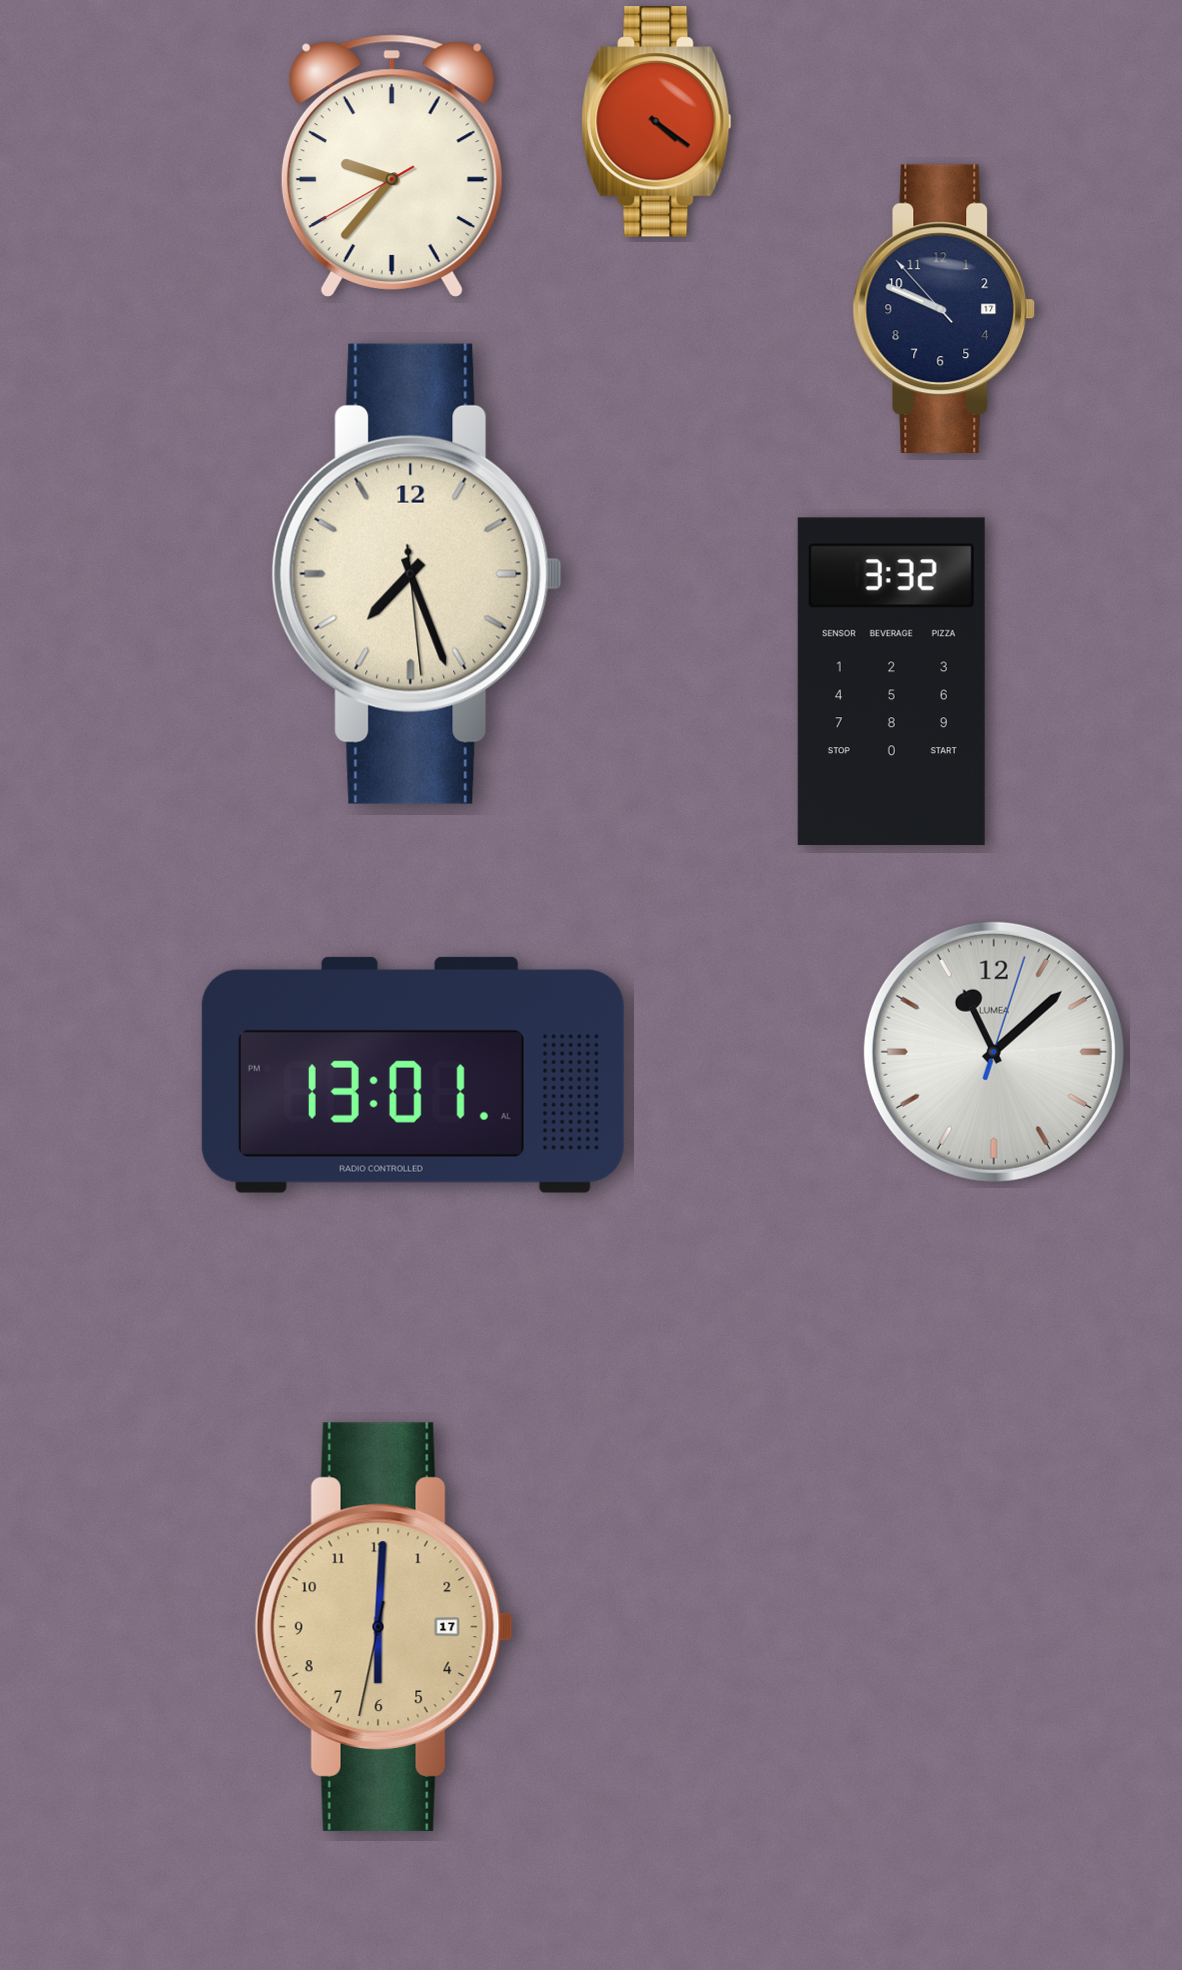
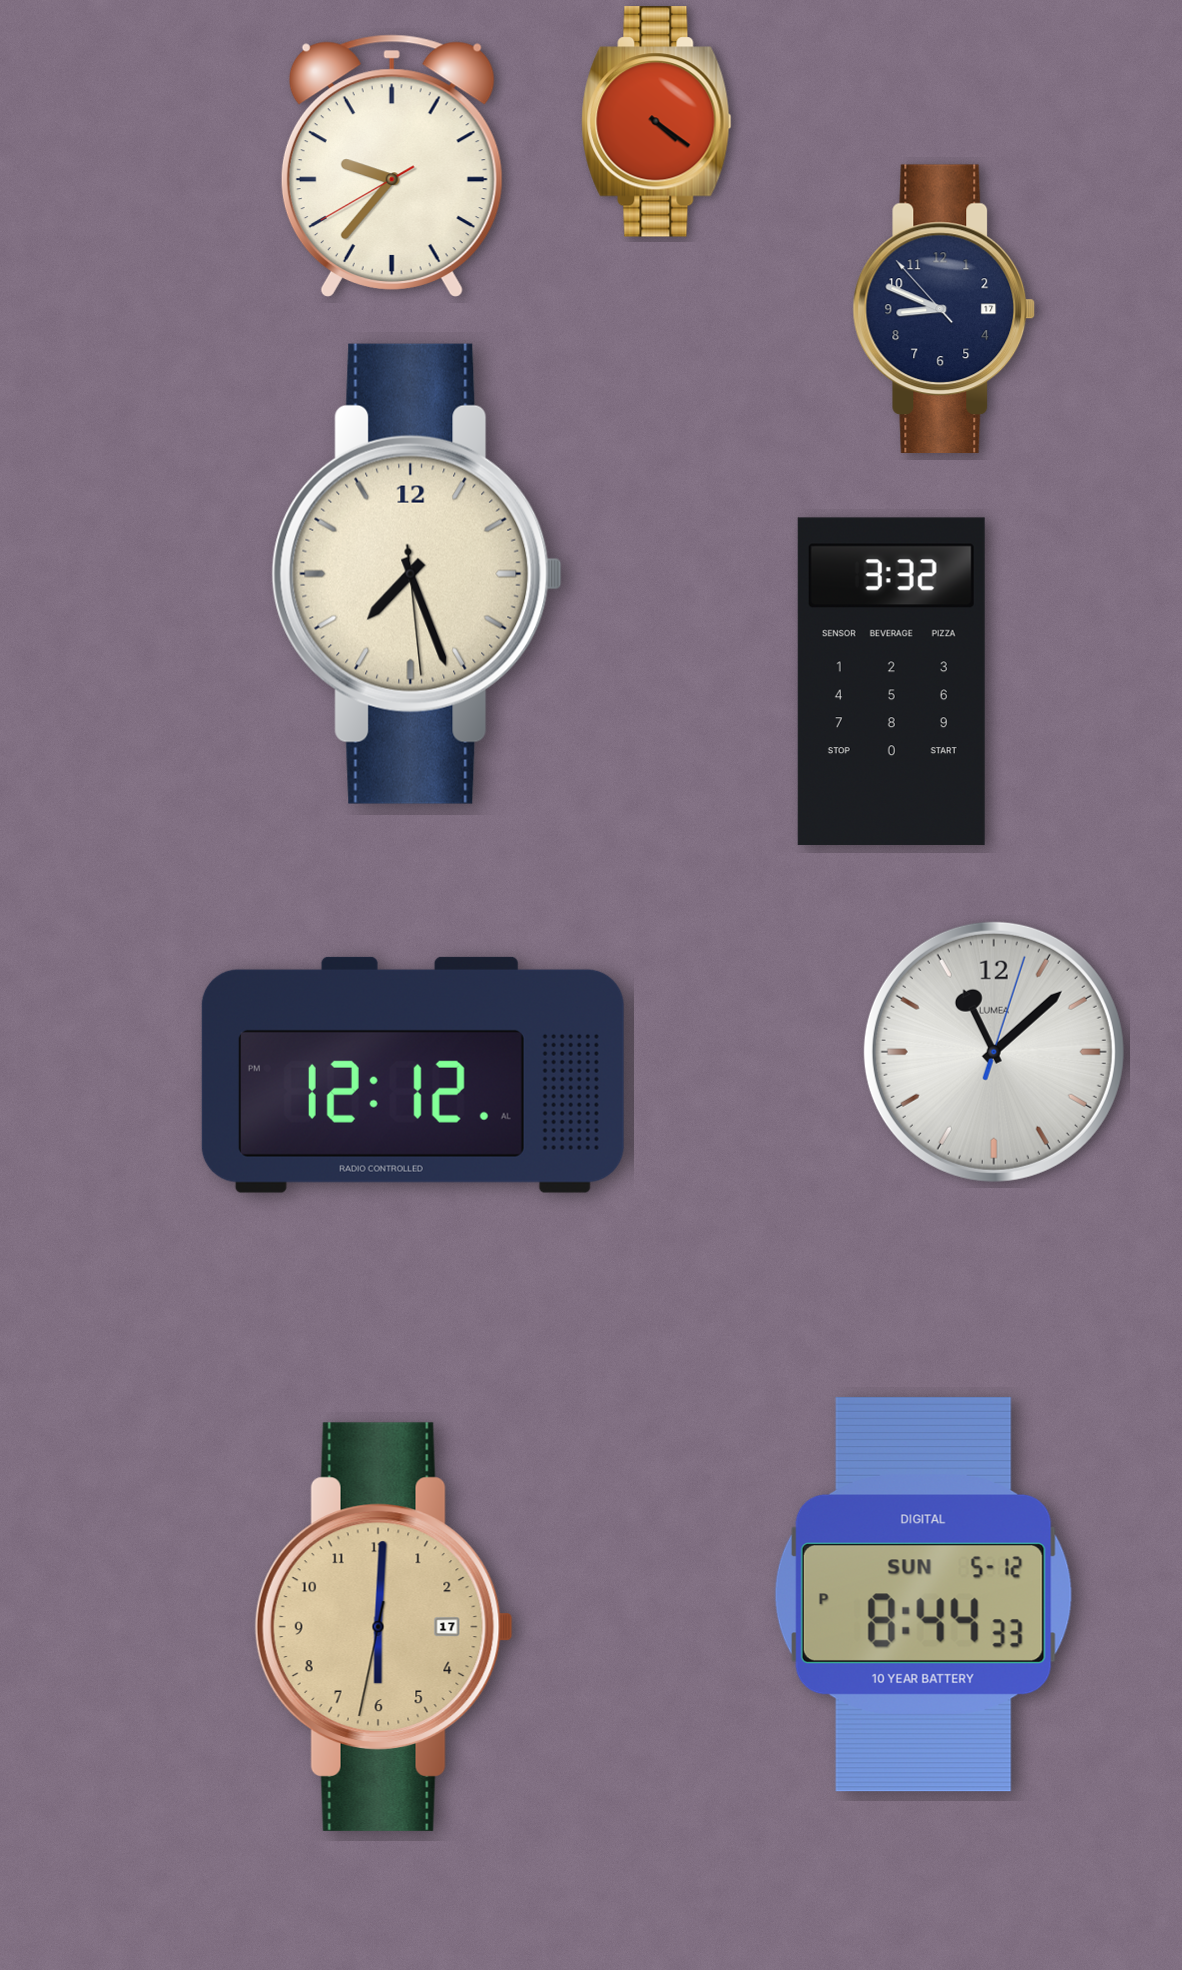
clock at (944, 309): 9:48 -> 8:48
clock at (413, 1075): 13:01 -> 12:12
clock at (923, 1594): none -> 8:44
